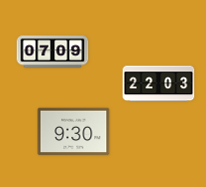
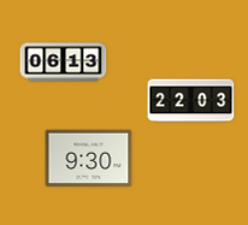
clock at (53, 52): 07:09 -> 06:13
